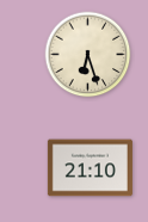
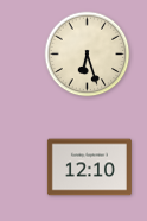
clock at (90, 168): 21:10 -> 12:10
